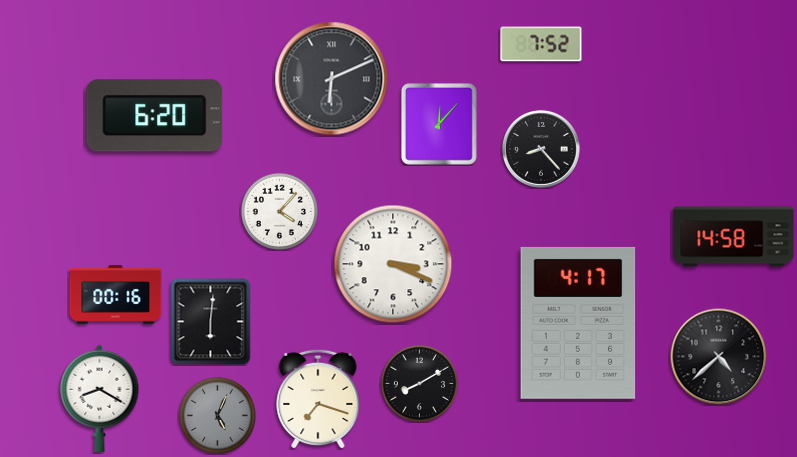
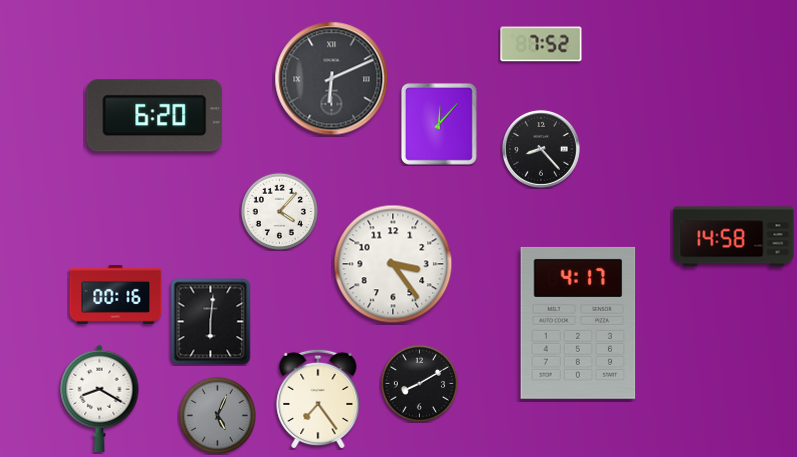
clock at (393, 264): 3:19 -> 3:24
clock at (719, 357): 4:38 -> none
clock at (318, 399): 7:18 -> 7:24
